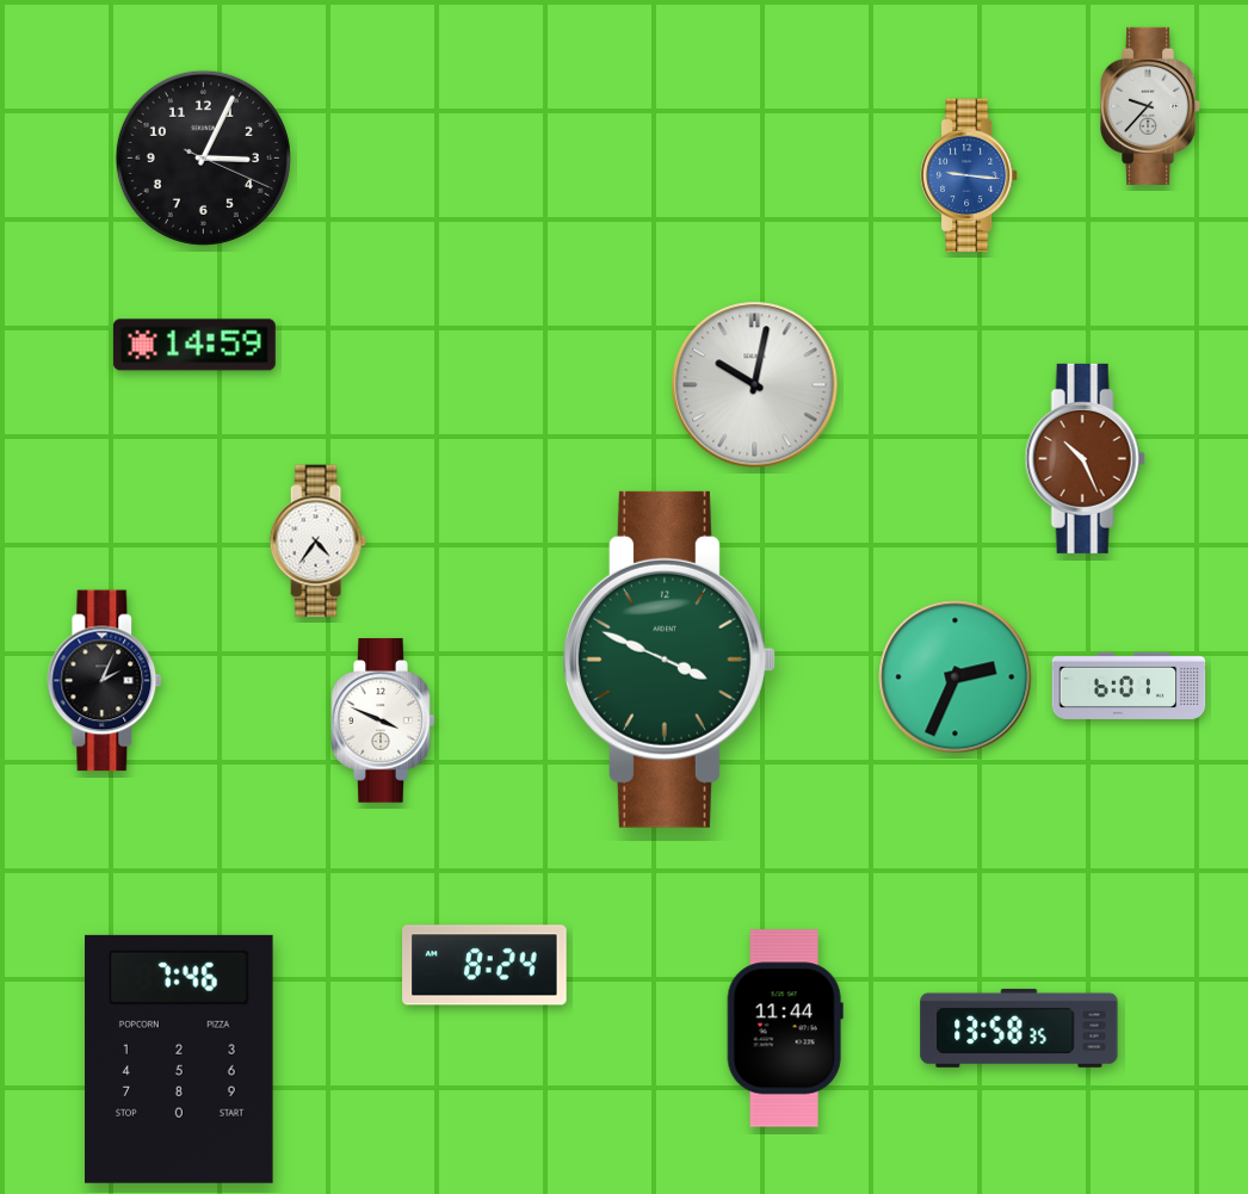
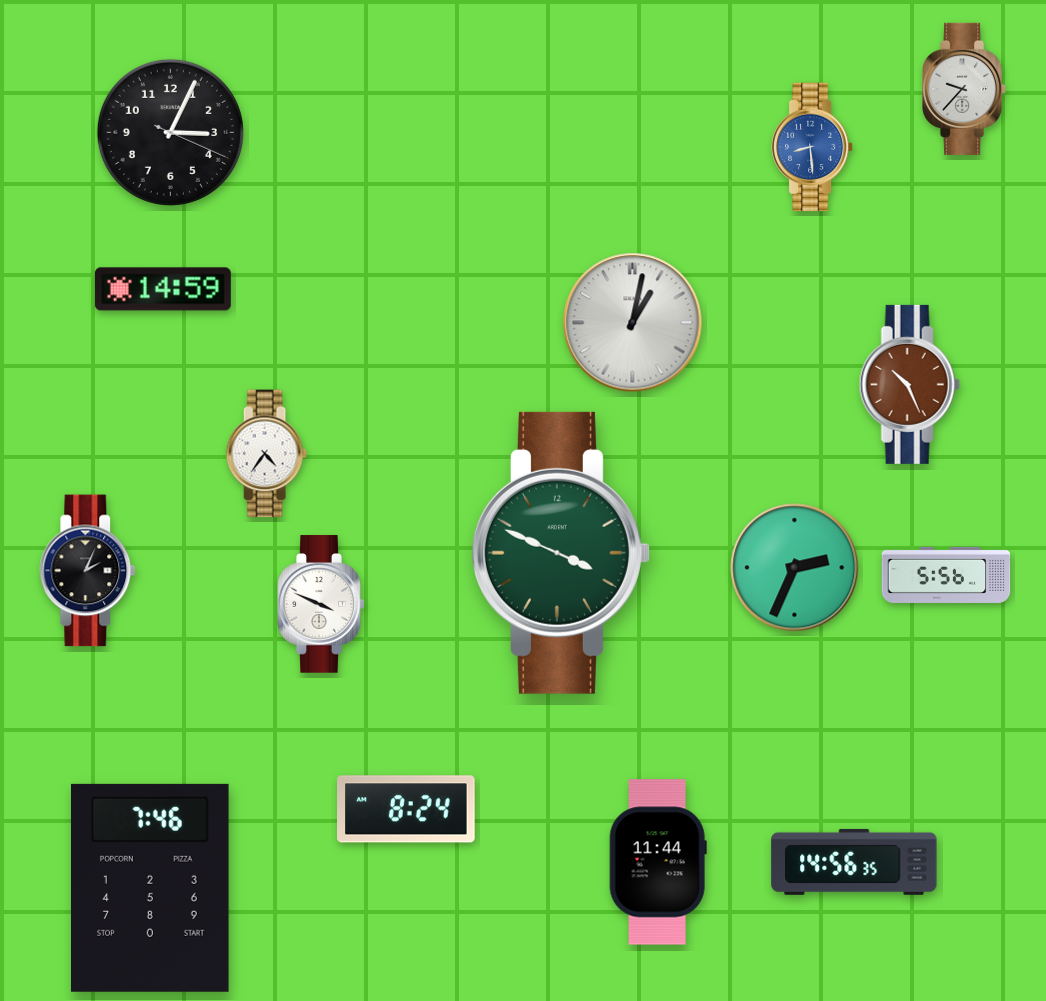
clock at (969, 175): 9:16 -> 8:29
clock at (755, 385): 10:02 -> 1:02
clock at (956, 678) position: (956, 678) -> (795, 568)
clock at (1129, 686): 6:01 -> 5:56
clock at (1019, 1028): 13:58 -> 14:56
